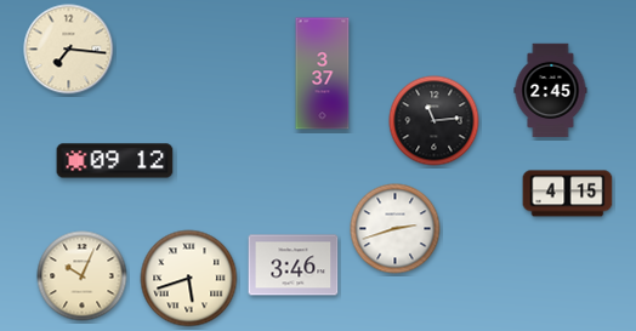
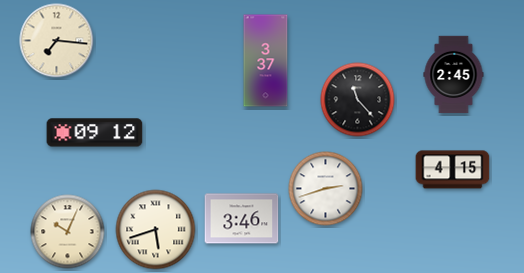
clock at (435, 121): 11:14 -> 11:23
clock at (568, 194) position: (568, 194) -> (453, 170)
clock at (83, 276) position: (83, 276) -> (68, 232)
